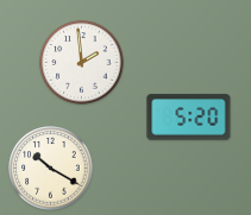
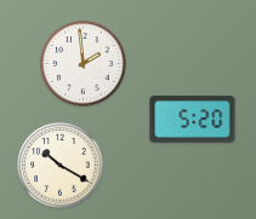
clock at (51, 169) position: (51, 169) -> (61, 166)
